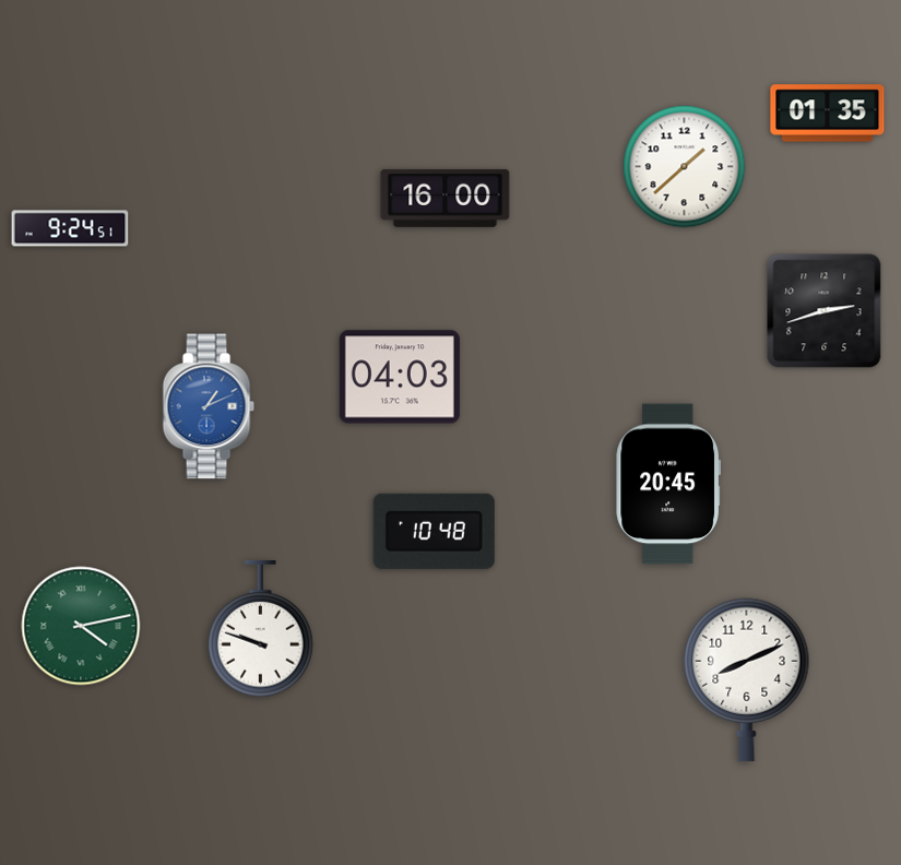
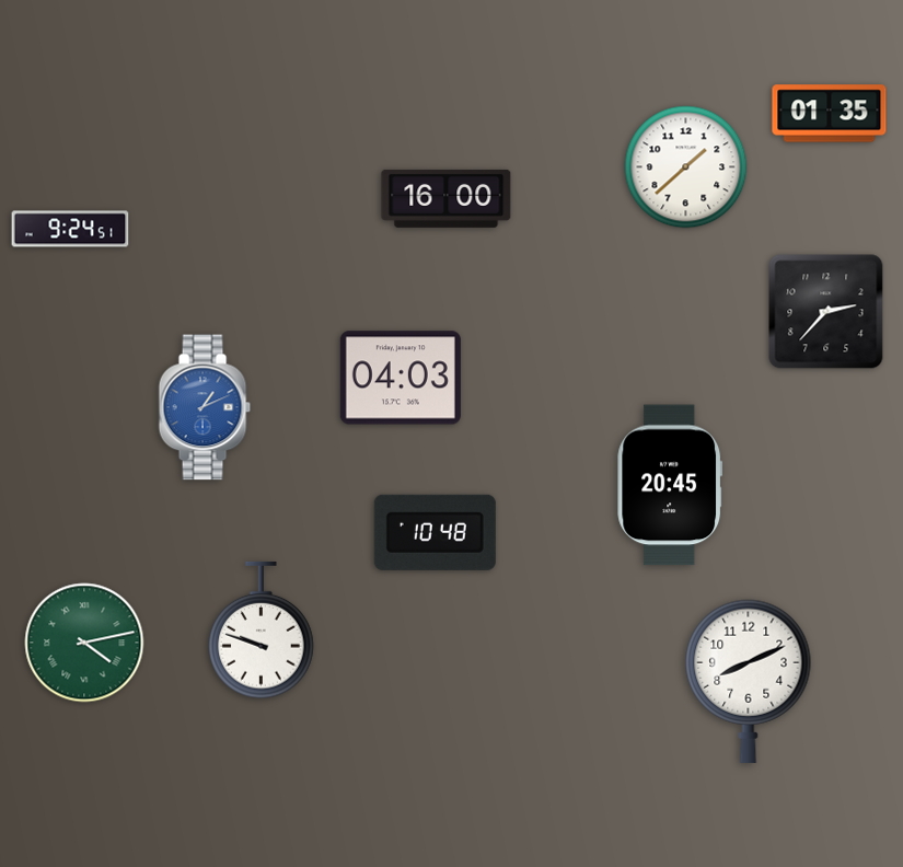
clock at (825, 311): 2:42 -> 2:37
clock at (209, 406) position: (209, 406) -> (205, 407)
clock at (81, 626) position: (81, 626) -> (84, 643)
